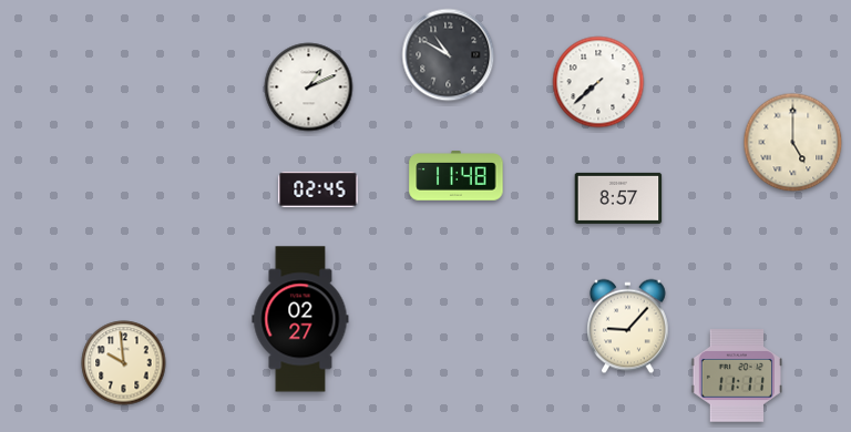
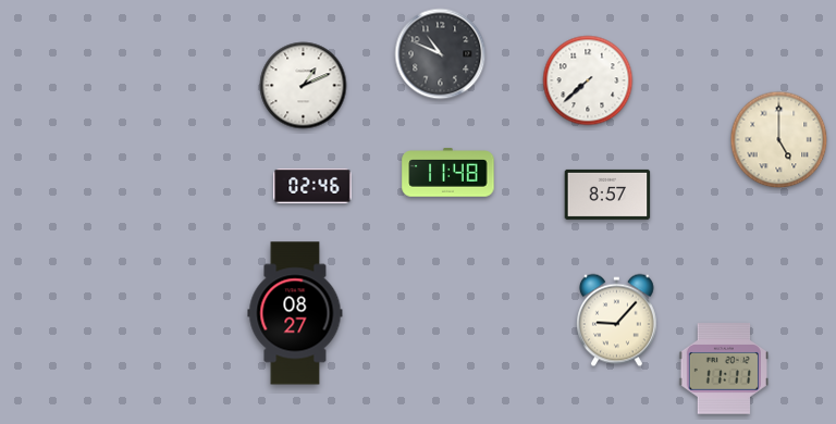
clock at (449, 55): 10:50 -> 10:49
clock at (318, 189): 02:45 -> 02:46
clock at (300, 319): 02:27 -> 08:27
clock at (124, 363): 9:59 -> none
